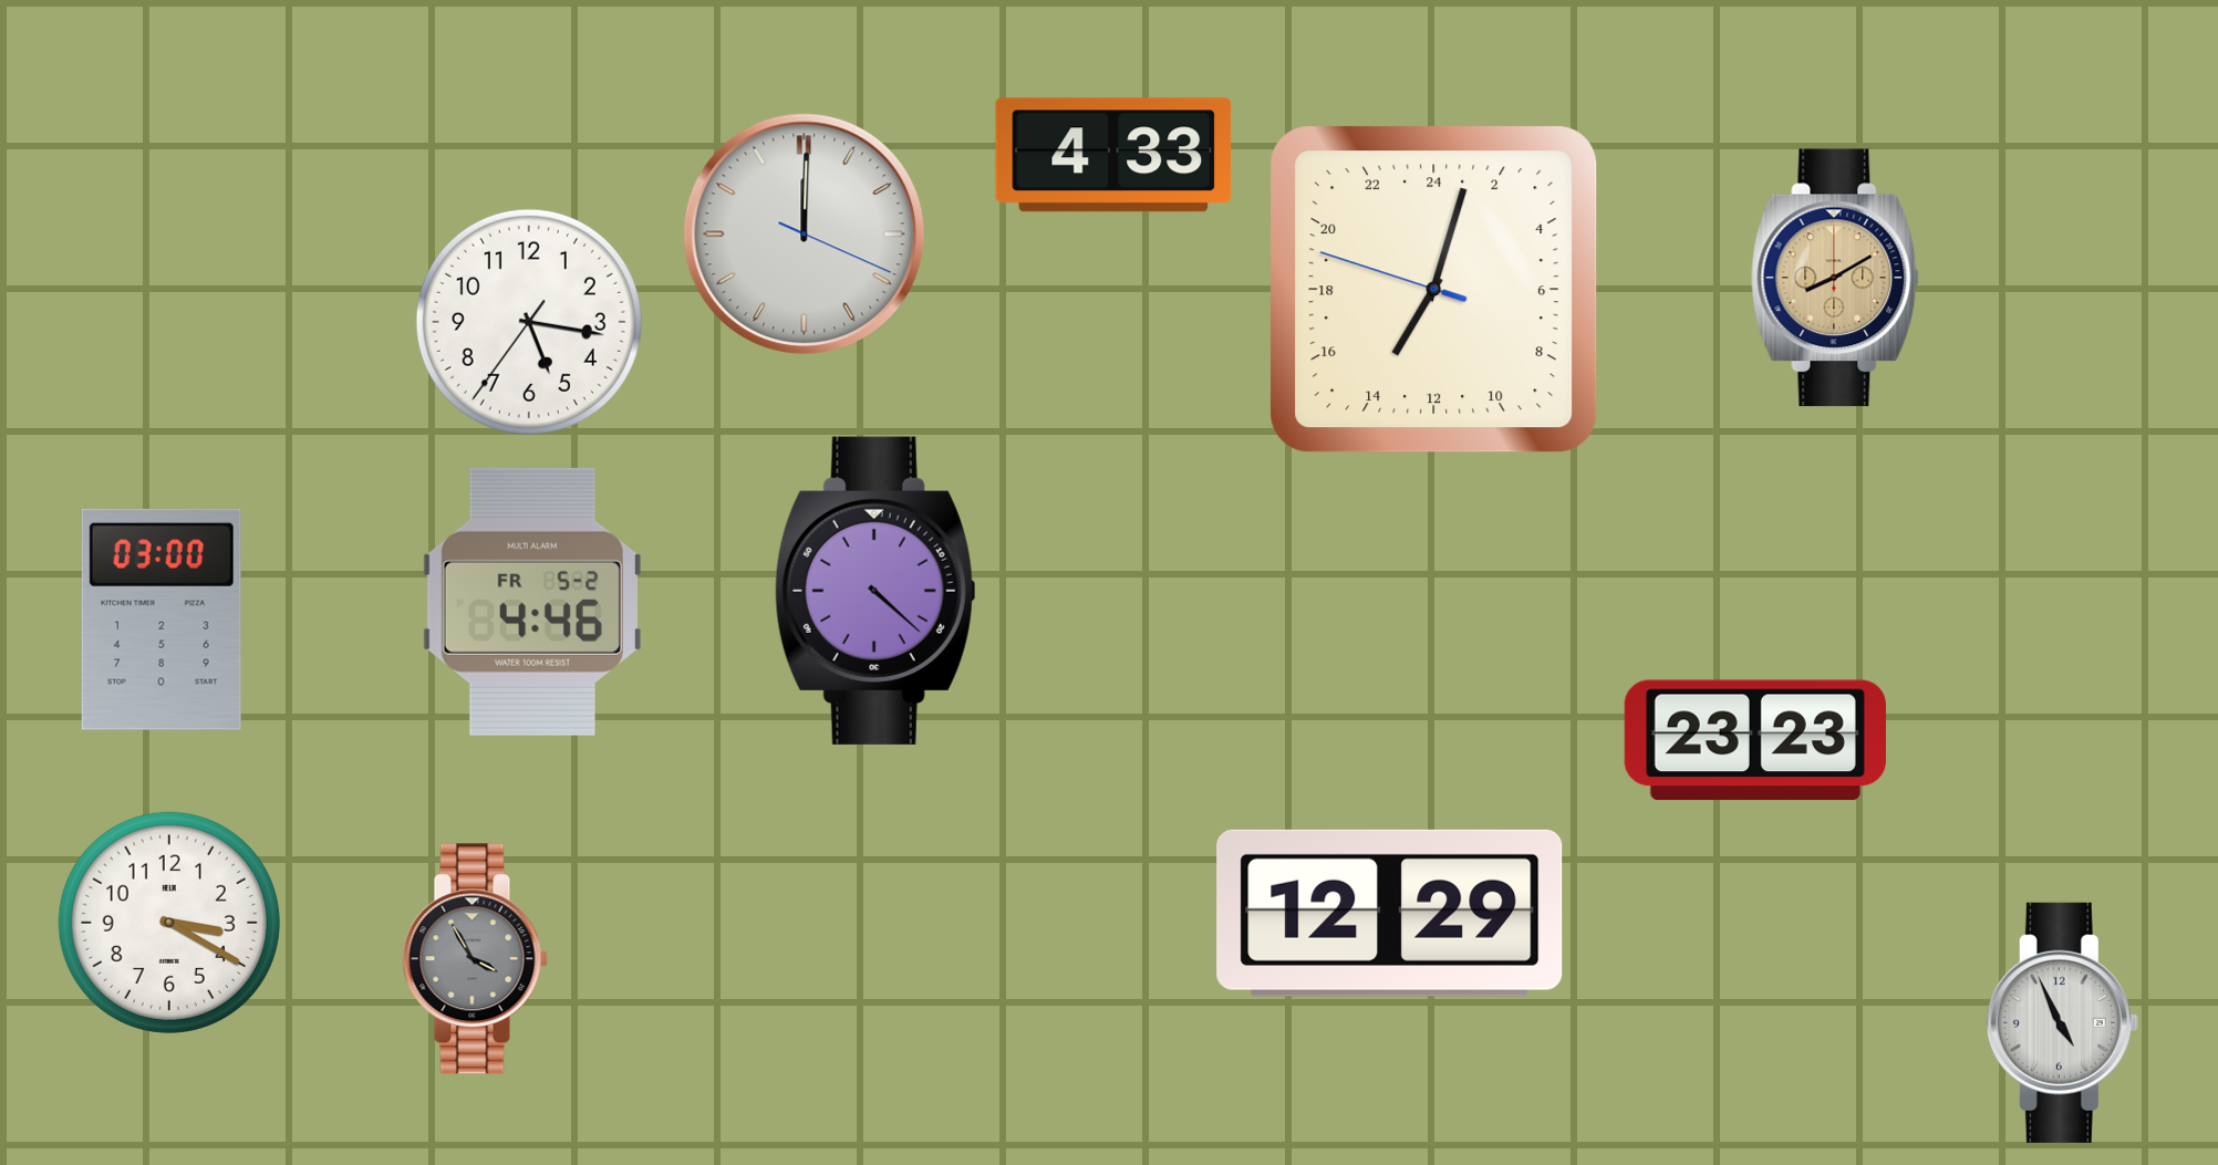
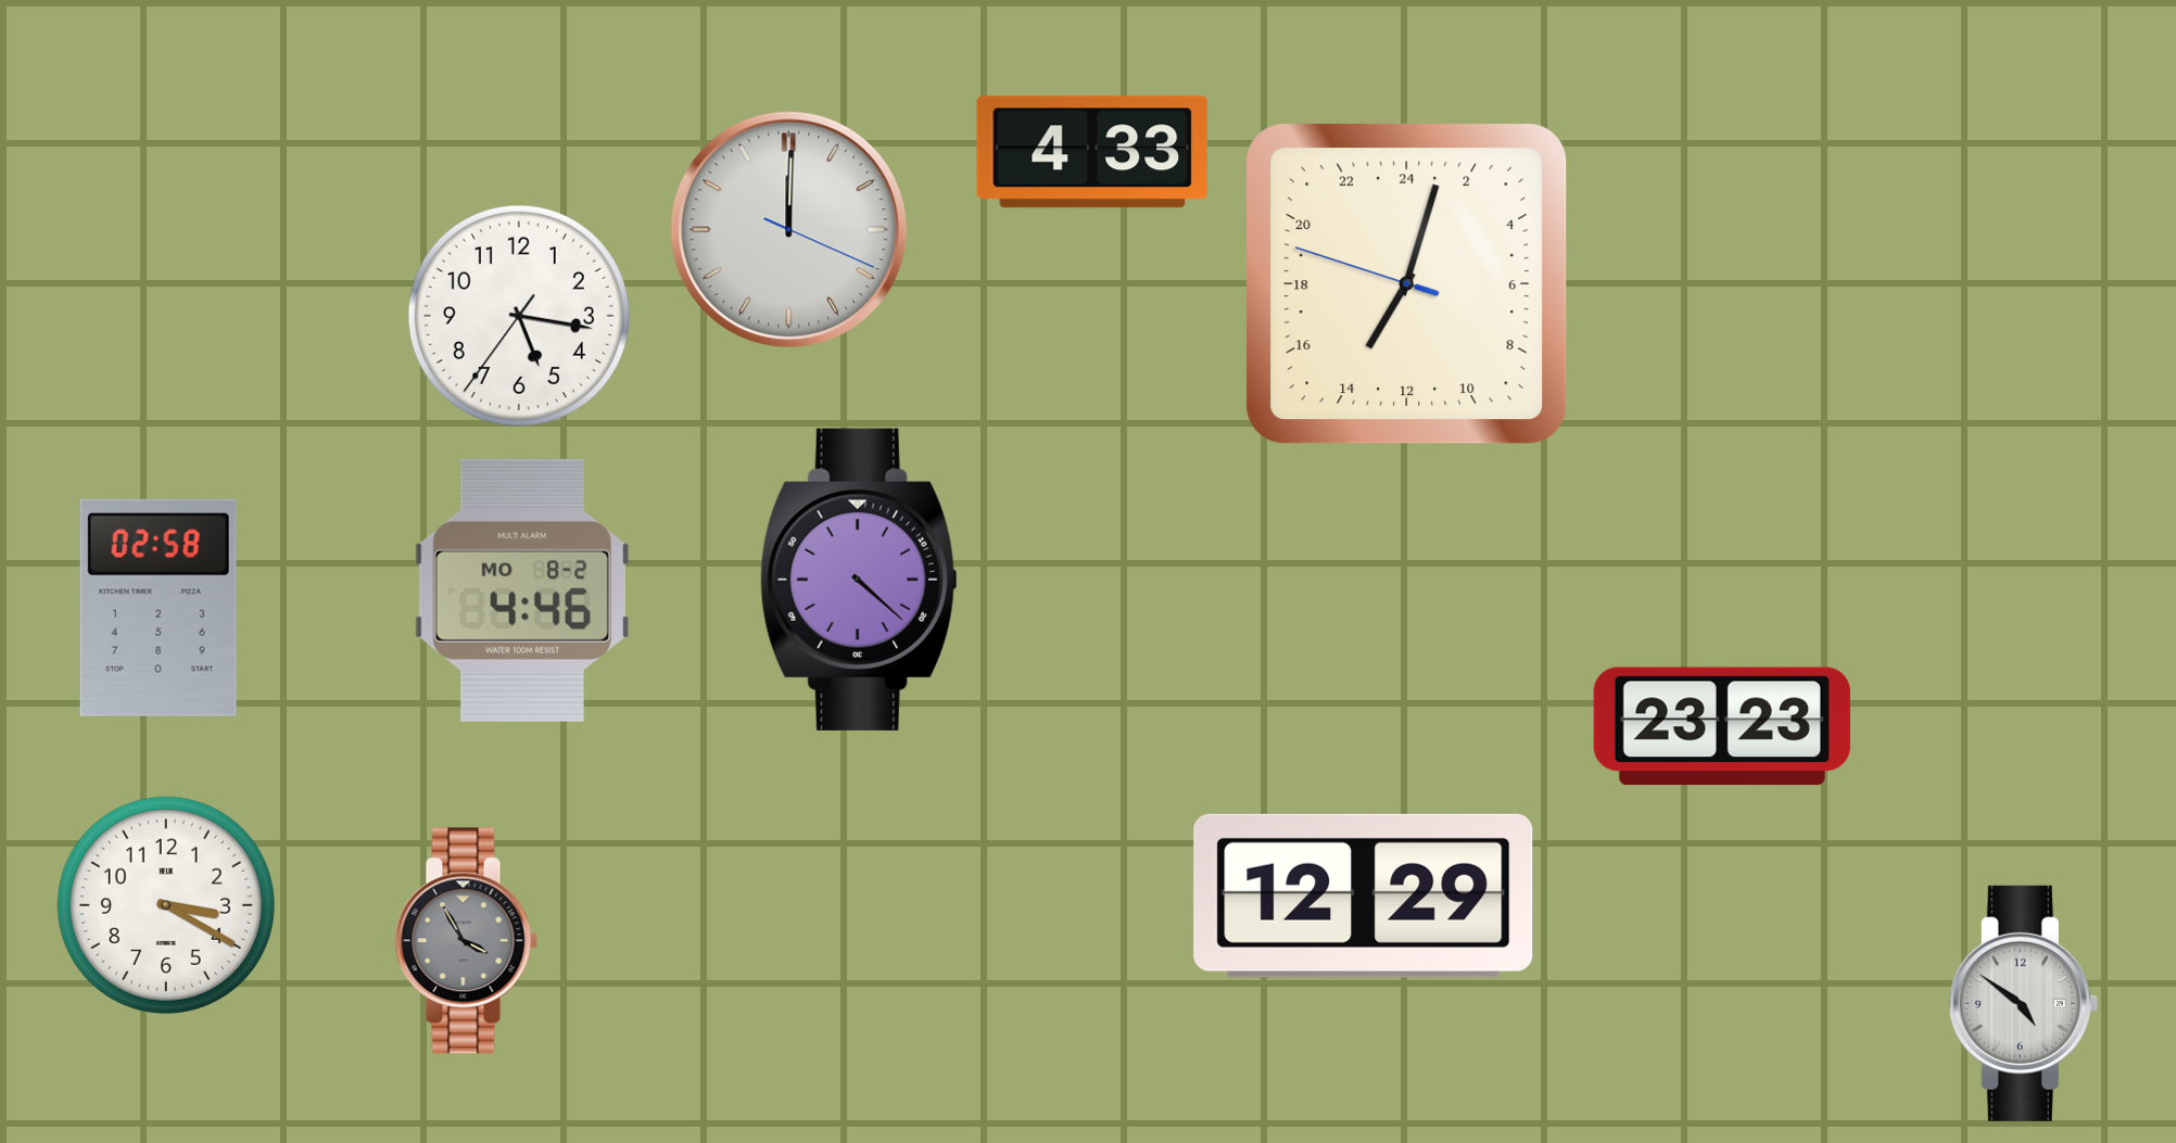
clock at (1835, 278): 8:10 -> none
clock at (532, 602) date: FR 5-2 -> MO 8-2
clock at (162, 620): 03:00 -> 02:58
clock at (2062, 1022): 4:56 -> 4:51
